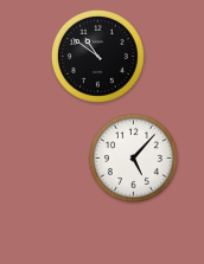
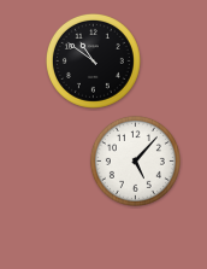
clock at (97, 56) position: (97, 56) -> (93, 60)
